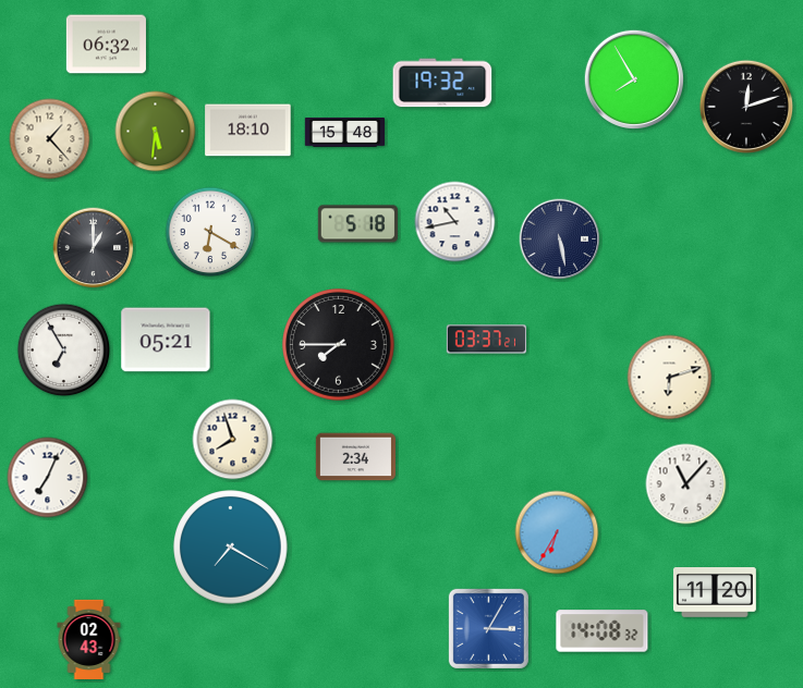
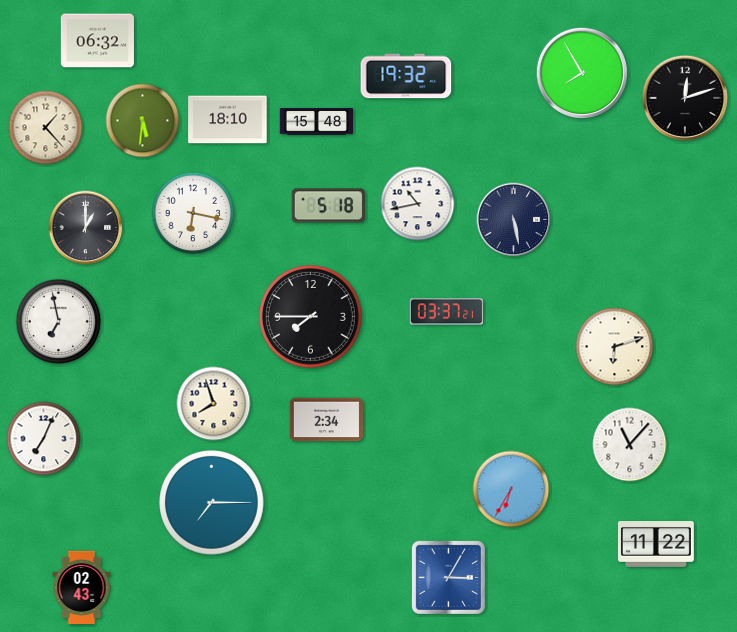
clock at (210, 232): 6:20 -> 6:17
clock at (166, 340): 05:21 -> none
clock at (64, 351): 6:55 -> 6:58
clock at (231, 548): 7:20 -> 7:15
clock at (715, 593): 11:20 -> 11:22
clock at (603, 631): 14:08 -> none
